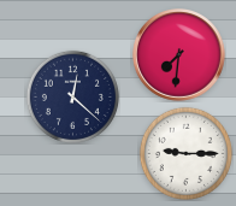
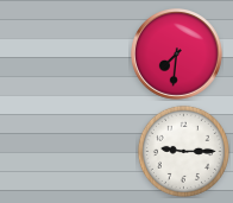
clock at (72, 96): 12:22 -> none
